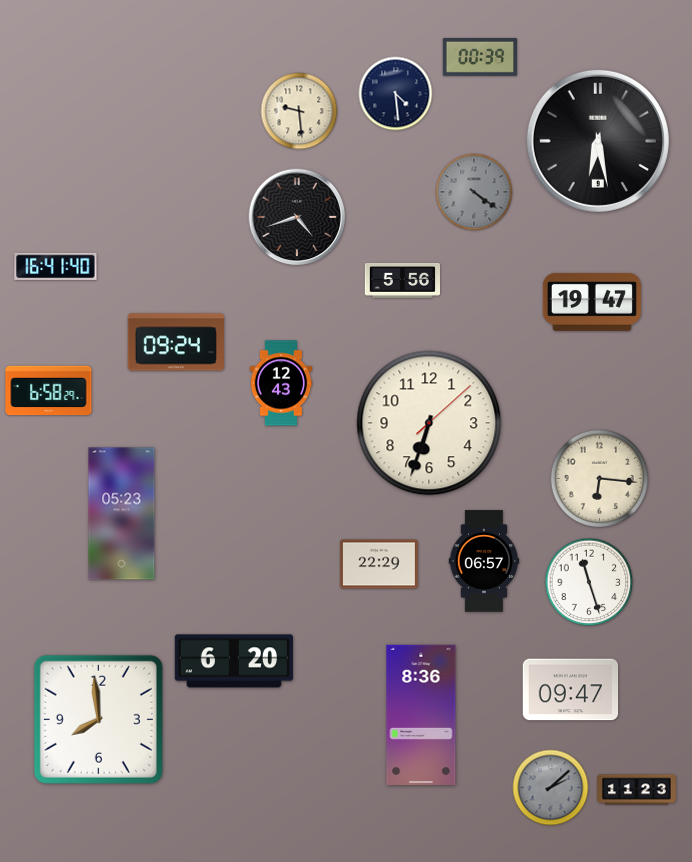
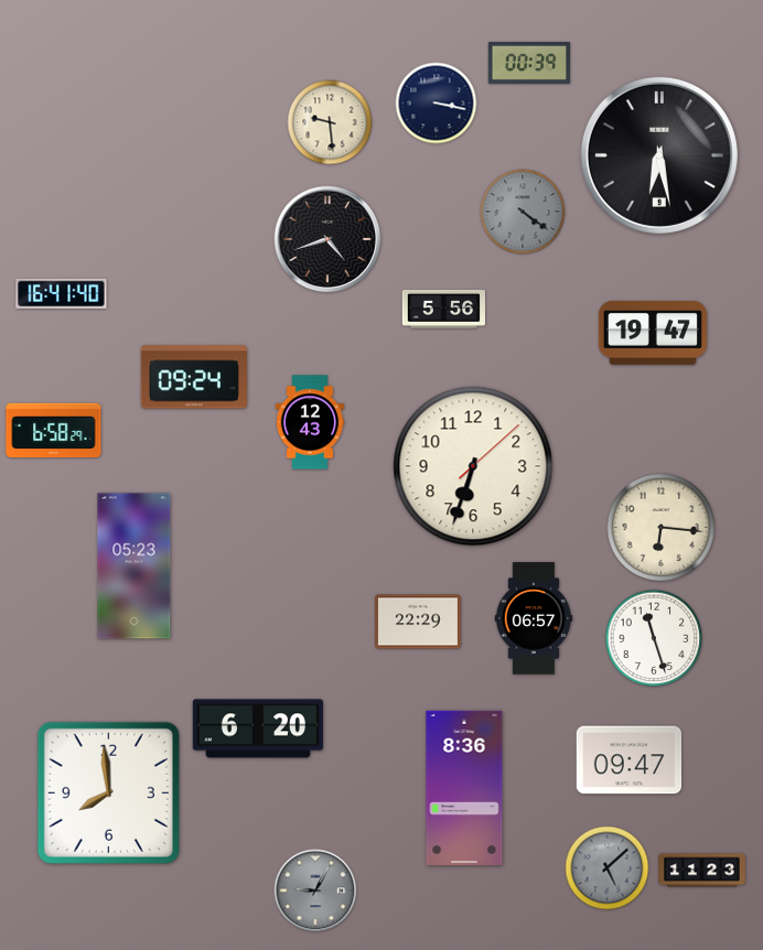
clock at (396, 94): 4:29 -> 3:17
clock at (589, 582) position: (589, 582) -> (654, 638)
clock at (551, 788): 2:08 -> 5:08
clock at (315, 890): none -> 9:05
